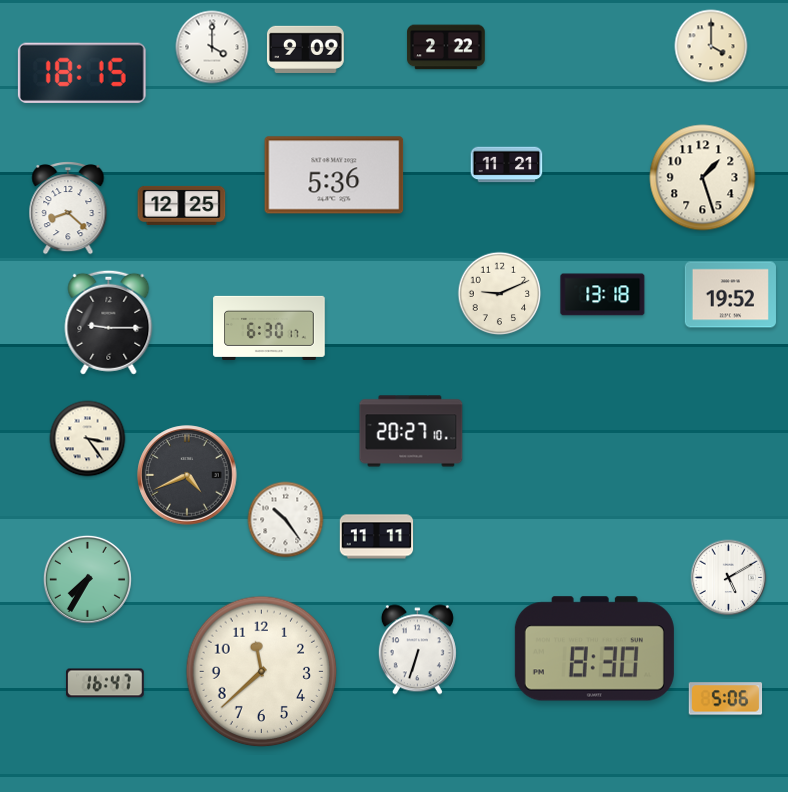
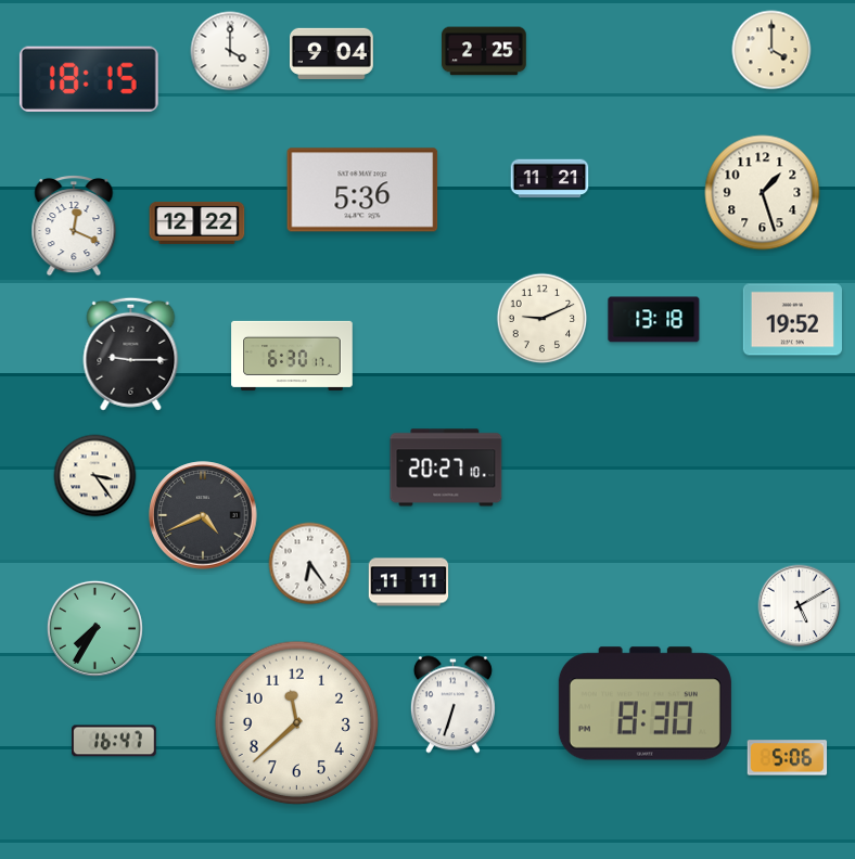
clock at (446, 47): 2:22 -> 2:25
clock at (305, 49): 9:09 -> 9:04
clock at (182, 205): 12:25 -> 12:22
clock at (68, 209): 8:22 -> 12:19
clock at (109, 322) position: (109, 322) -> (131, 354)
clock at (286, 520): 10:24 -> 6:24
clock at (729, 578) position: (729, 578) -> (800, 606)
clock at (262, 672) position: (262, 672) -> (297, 723)
